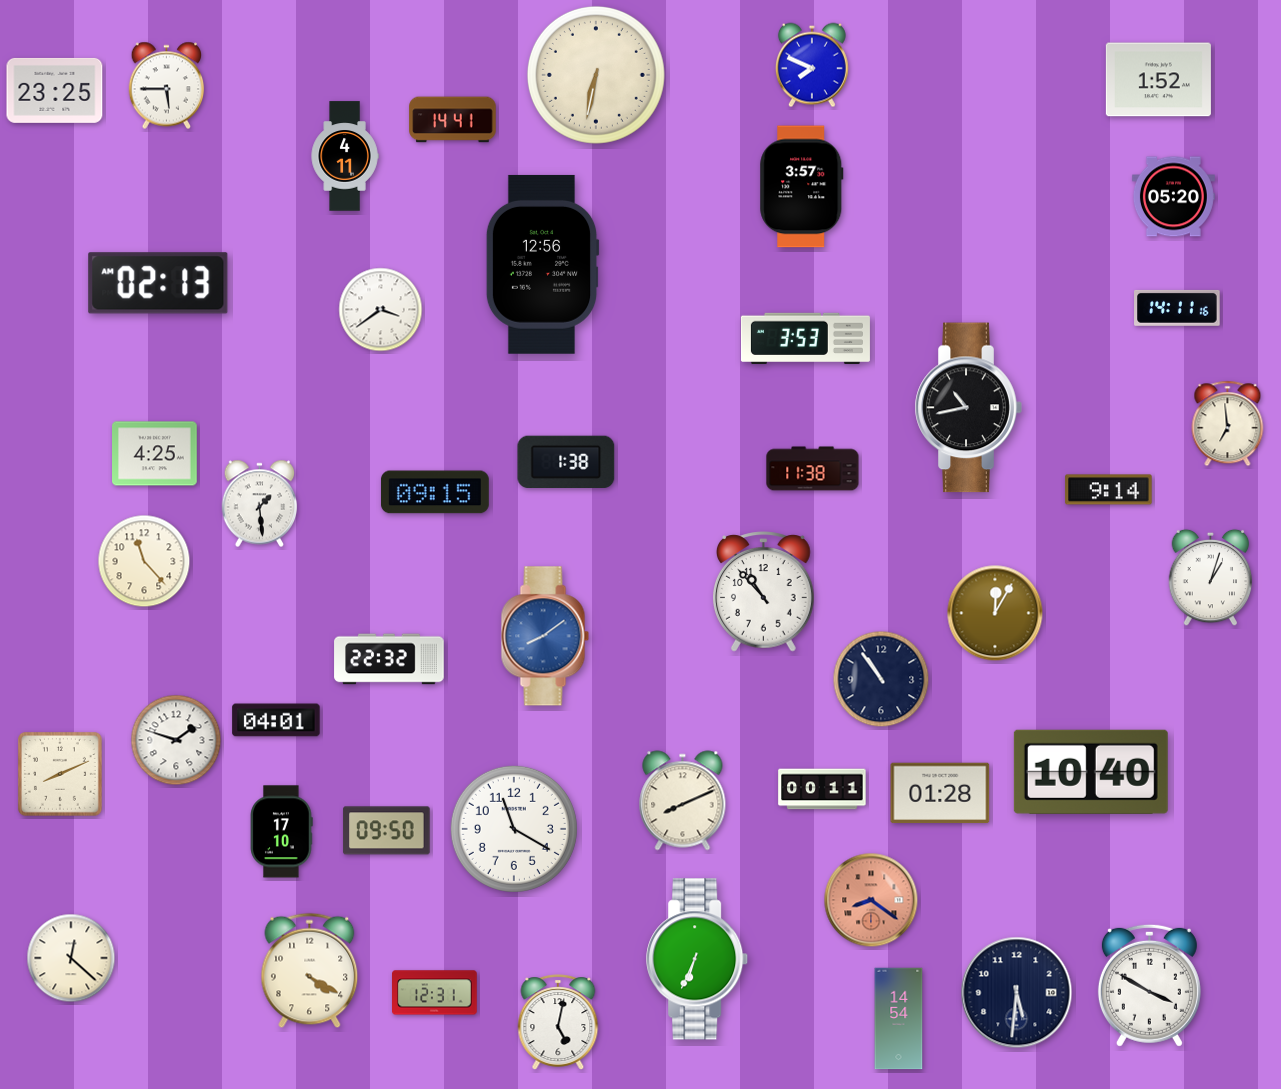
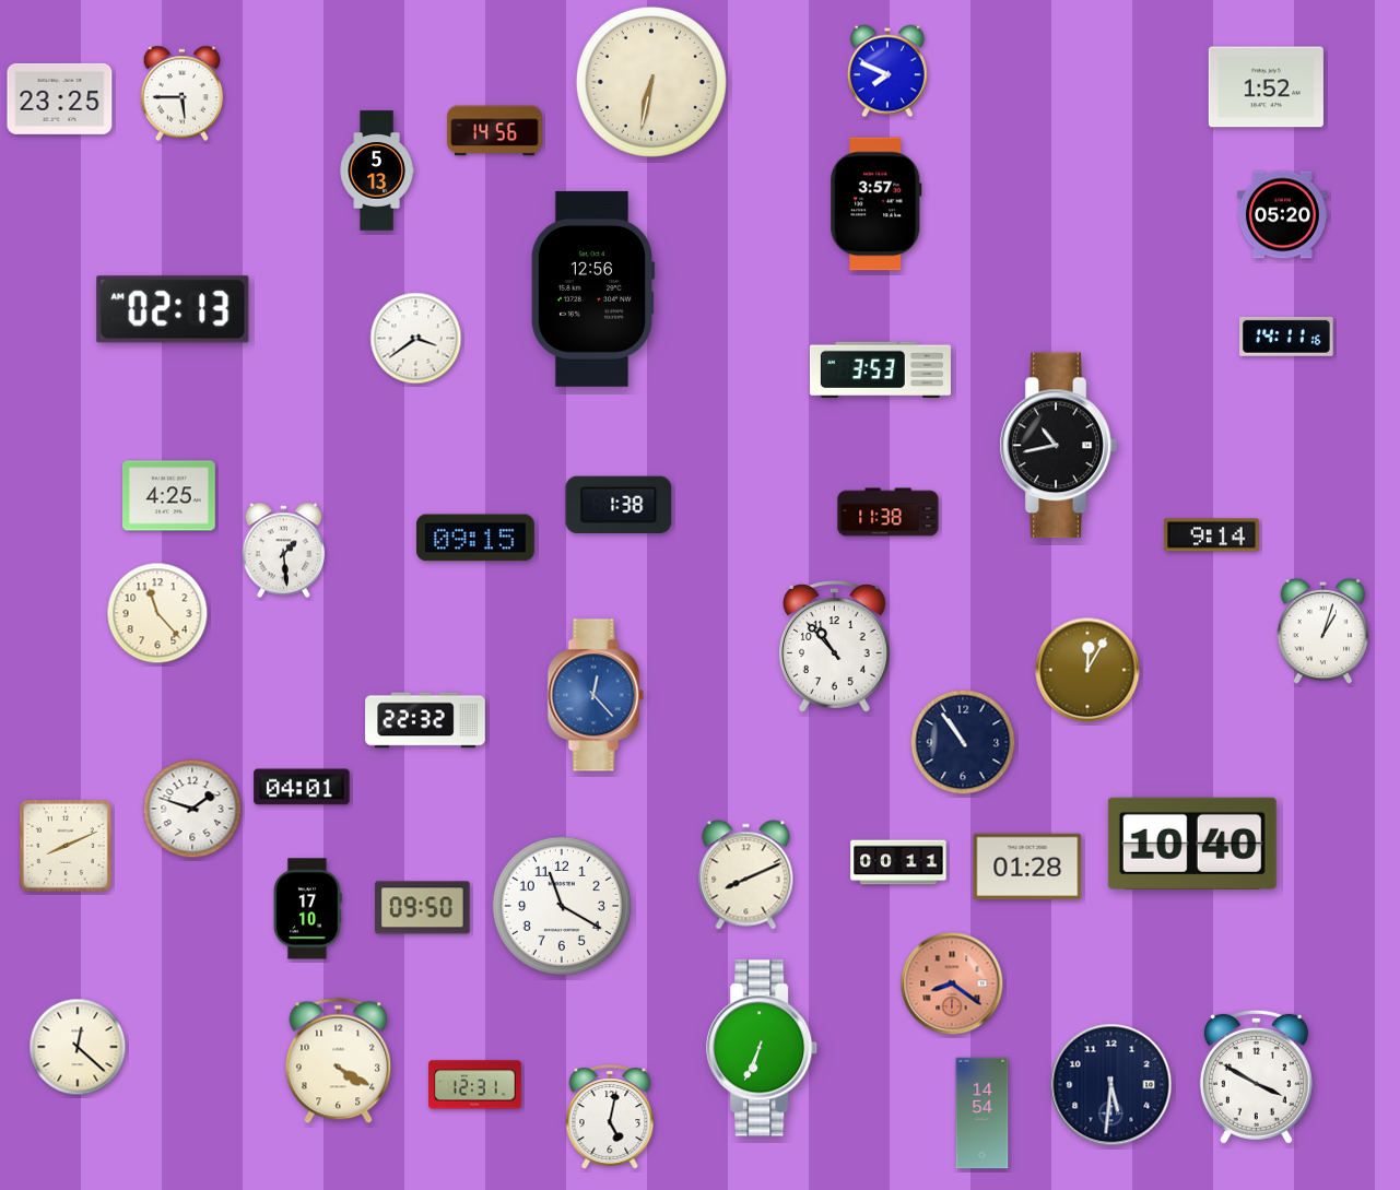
clock at (453, 120): 14:41 -> 14:56
clock at (345, 156): 4:11 -> 5:13
clock at (1228, 424): 6:59 -> none
clock at (545, 636): 8:09 -> 12:23
